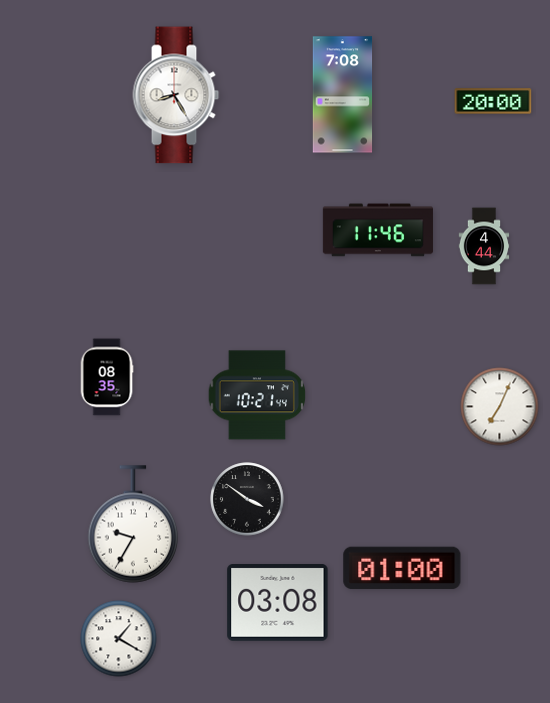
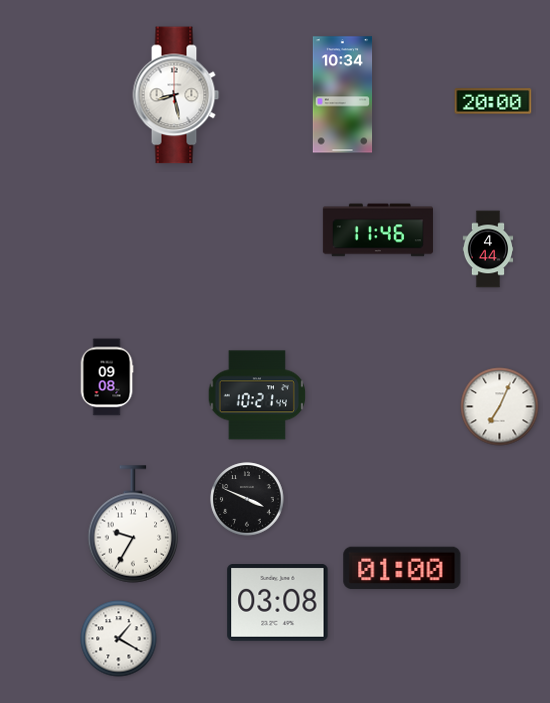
clock at (176, 95): 8:25 -> 8:28
clock at (343, 95): 7:08 -> 10:34
clock at (484, 246) position: (484, 246) -> (488, 249)
clock at (107, 377): 08:35 -> 09:08
clock at (247, 499): 3:51 -> 3:49
